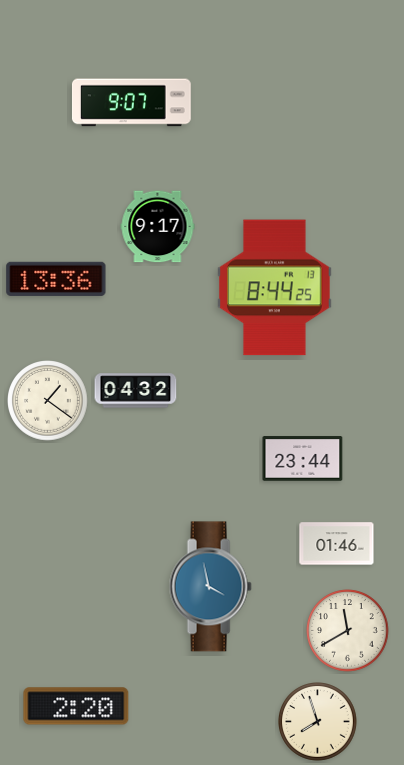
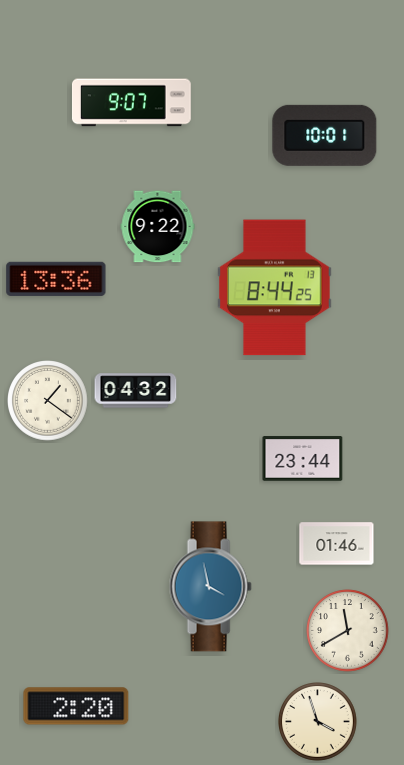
clock at (325, 135): none -> 10:01
clock at (158, 227): 9:17 -> 9:22
clock at (318, 722): 7:57 -> 3:57
